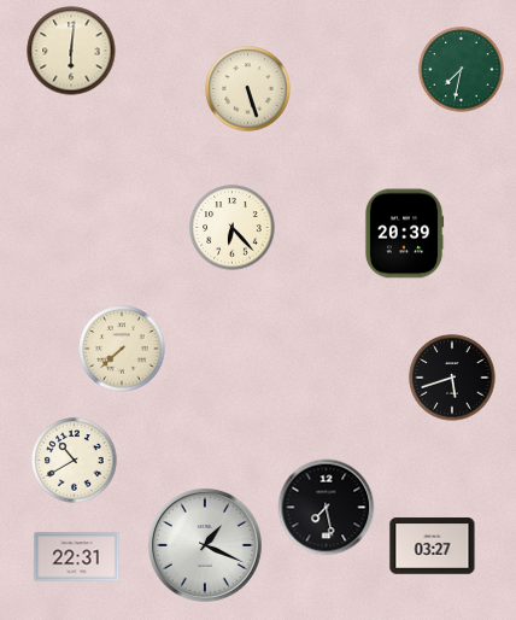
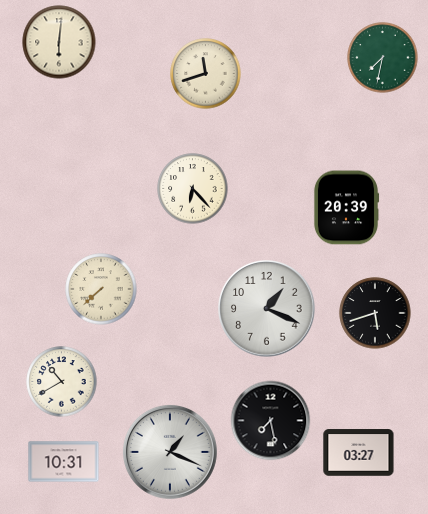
clock at (248, 89): 5:27 -> 11:42
clock at (404, 234) position: (404, 234) -> (346, 208)
clock at (267, 309): none -> 1:19
clock at (77, 557): 22:31 -> 10:31
